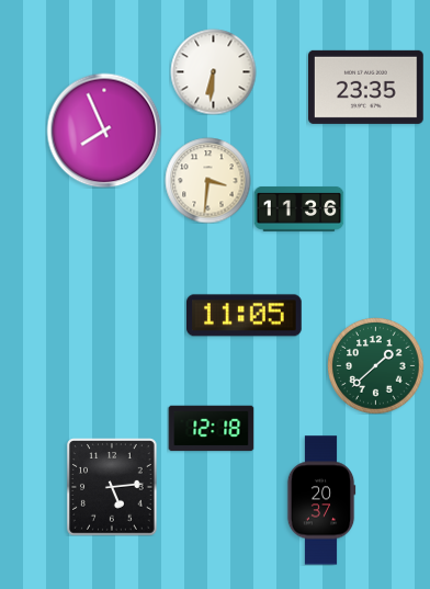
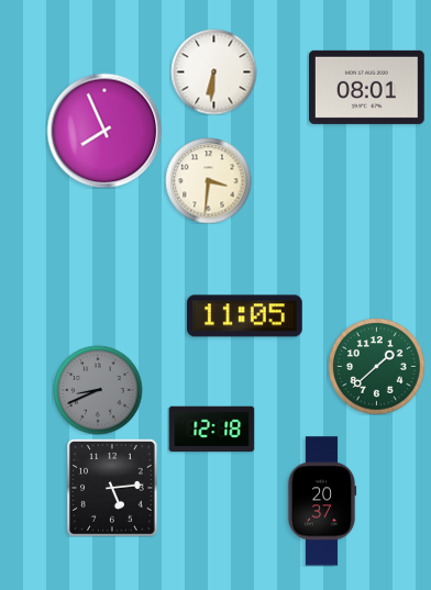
clock at (366, 87): 23:35 -> 08:01
clock at (298, 208): 11:36 -> none
clock at (98, 390): none -> 8:41
